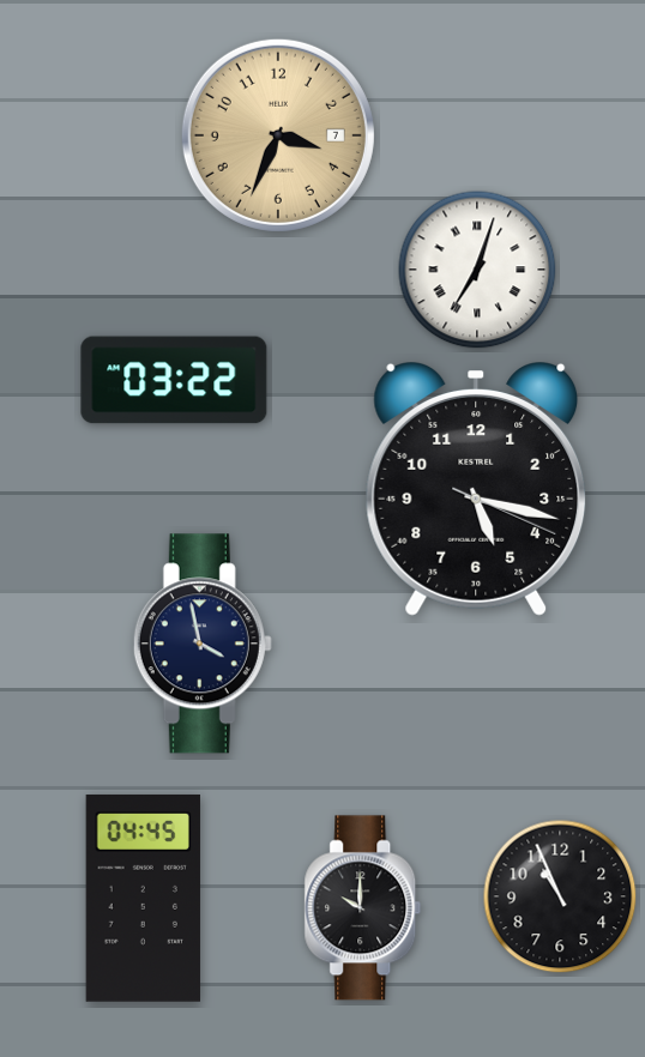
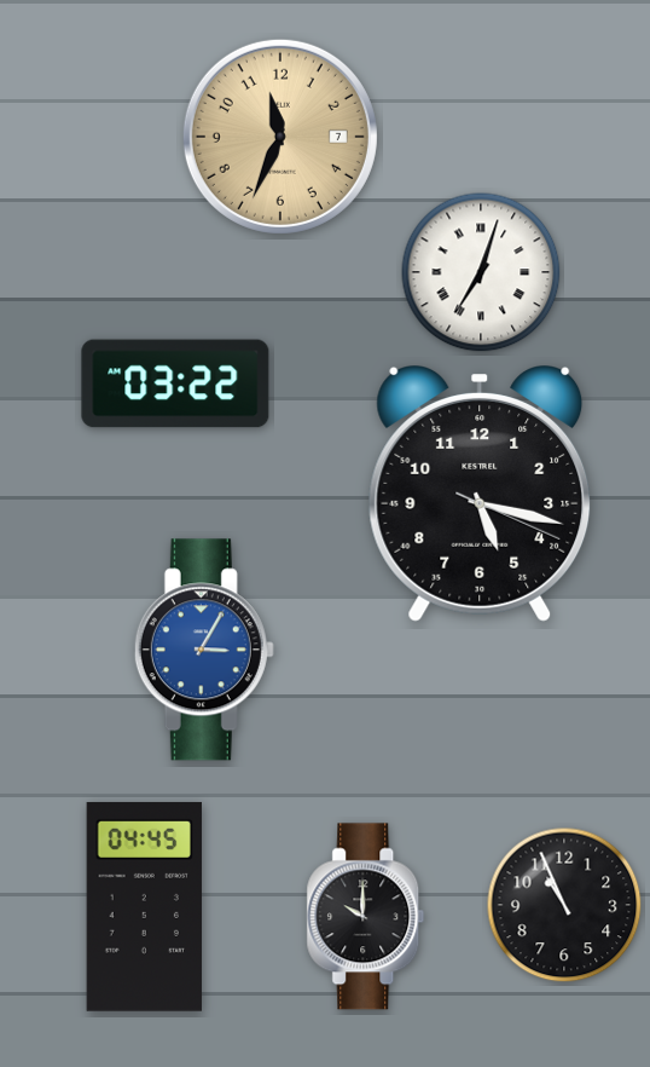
clock at (278, 135): 3:34 -> 11:34
clock at (203, 644): 3:58 -> 3:05
clock at (203, 644) dial: navy -> blue
